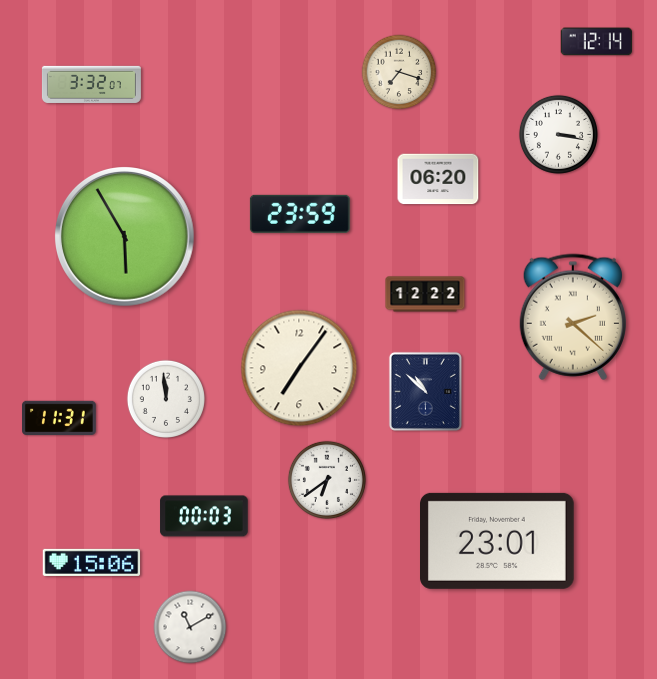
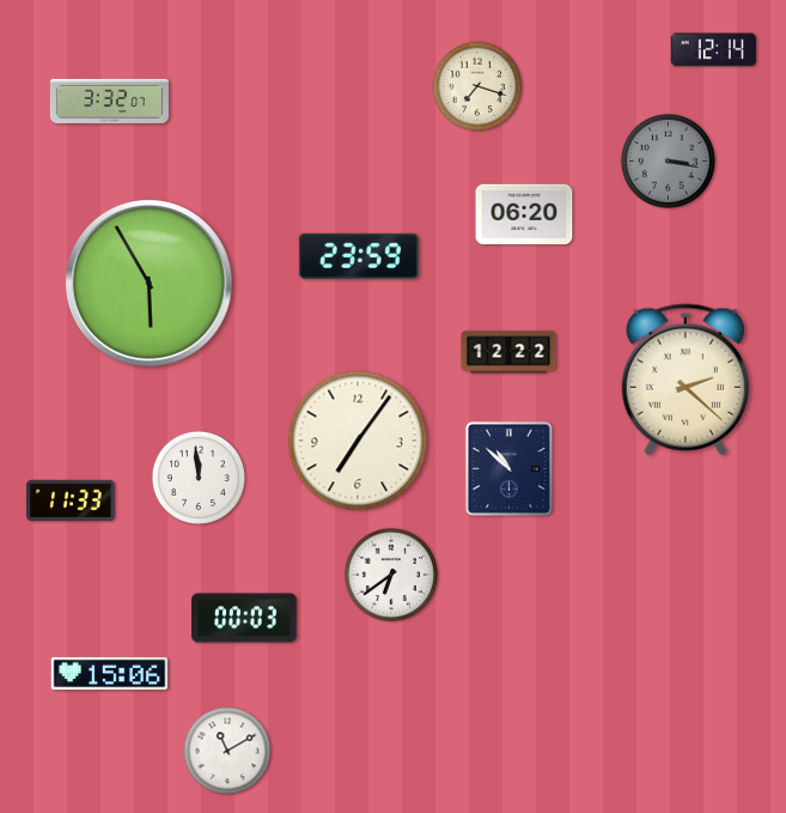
clock at (558, 134) dial: white -> grey
clock at (60, 417): 11:31 -> 11:33
clock at (498, 541): 23:01 -> none
